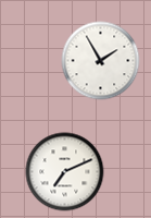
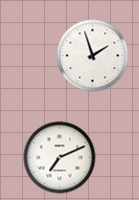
clock at (101, 61): 1:55 -> 1:57
